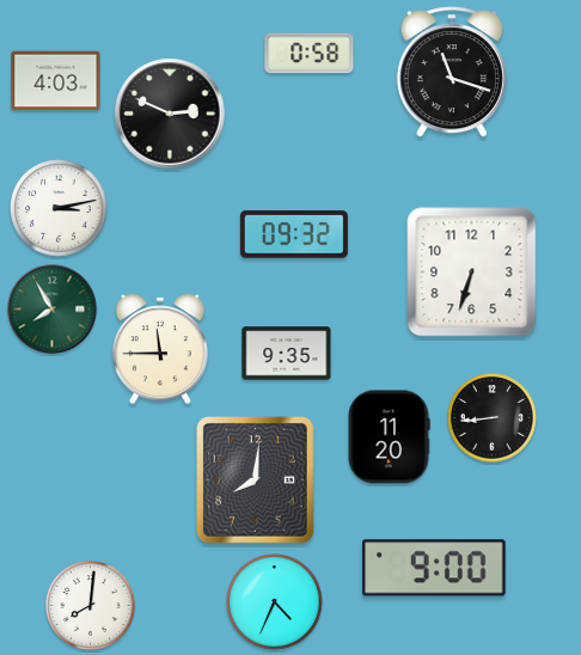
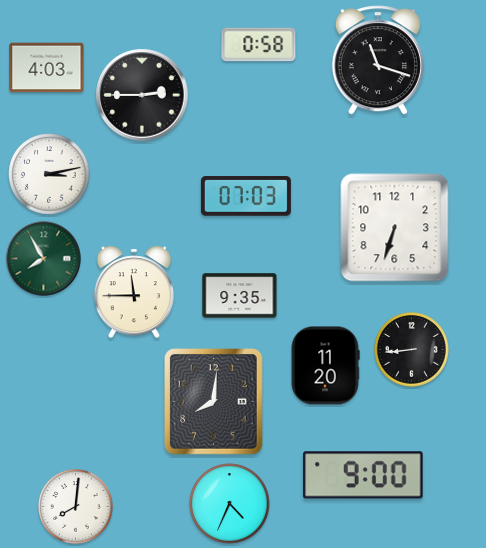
clock at (170, 114): 2:49 -> 2:45
clock at (294, 234): 09:32 -> 07:03
